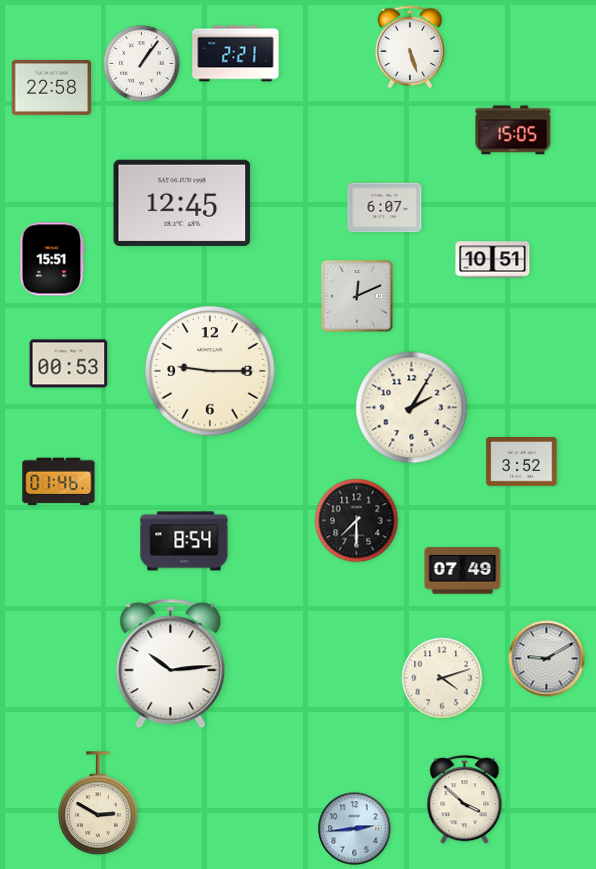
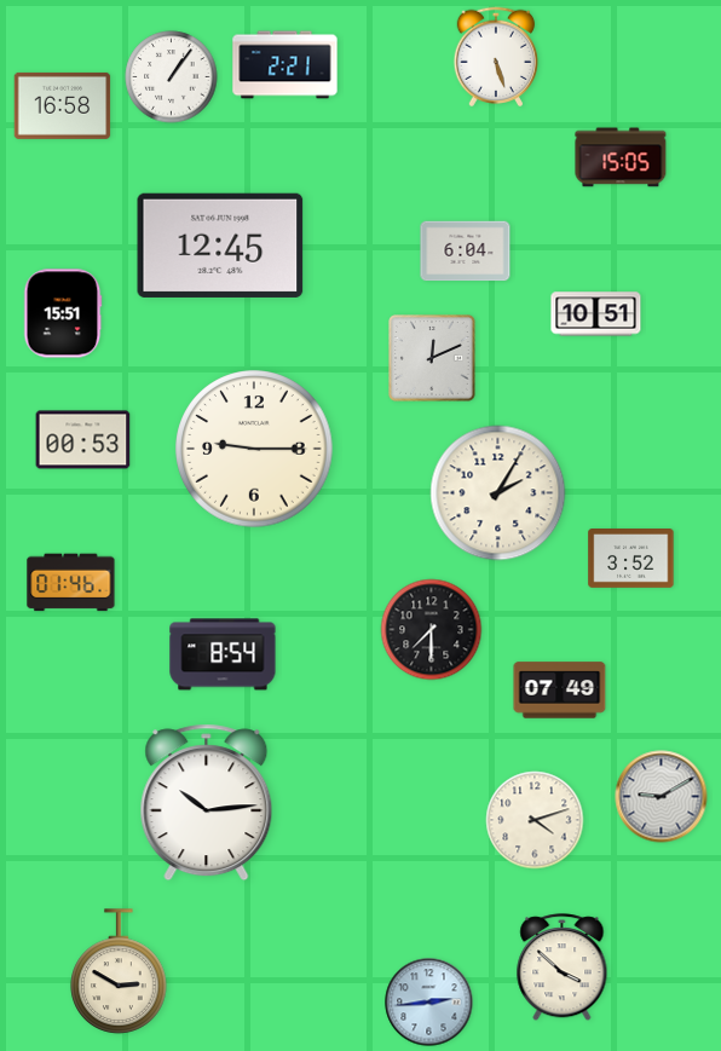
clock at (52, 87): 22:58 -> 16:58
clock at (385, 208): 6:07 -> 6:04
